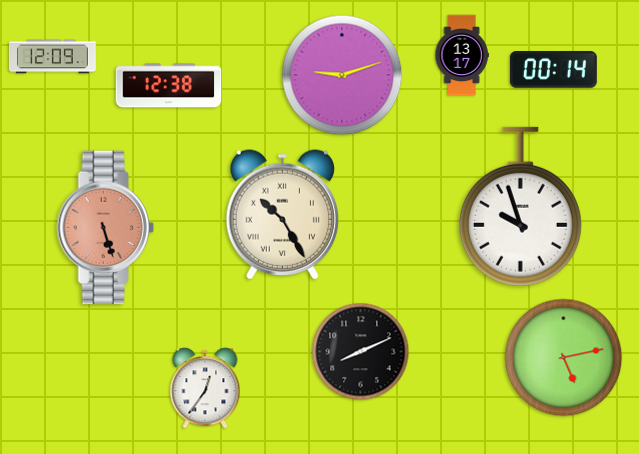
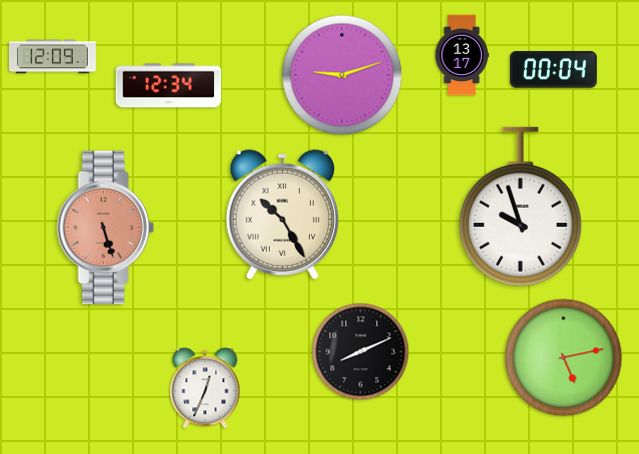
clock at (553, 70): 00:14 -> 00:04
clock at (169, 86): 12:38 -> 12:34
clock at (205, 388): 12:36 -> 12:34
